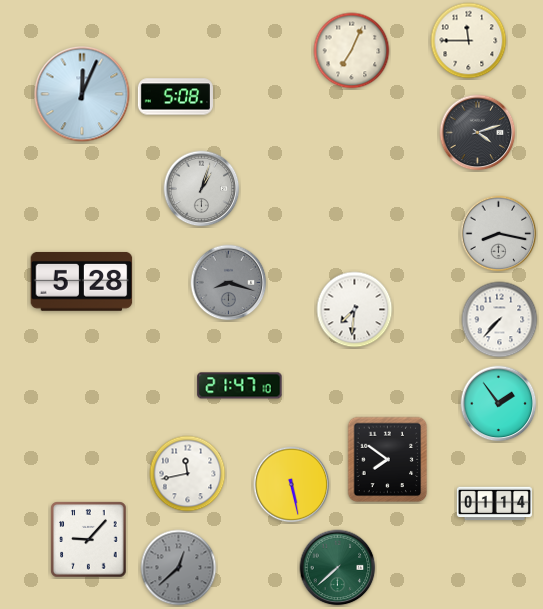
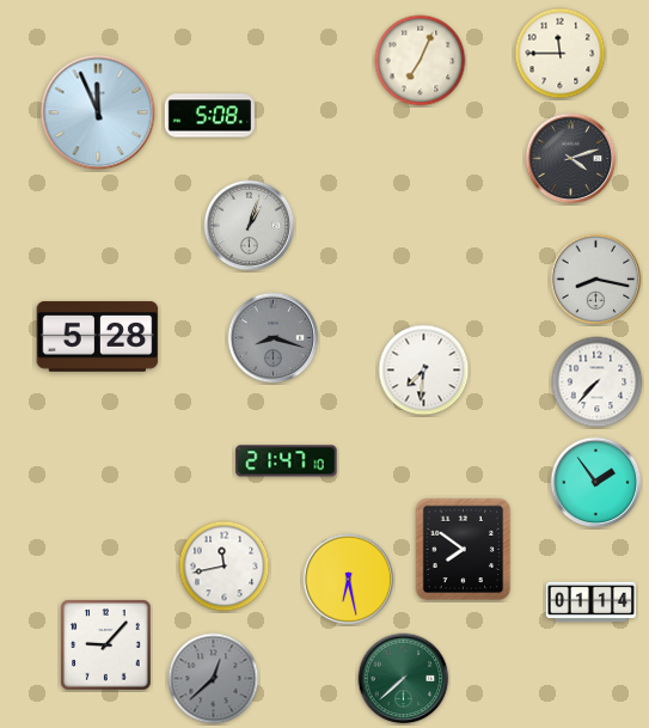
clock at (469, 41) position: (469, 41) -> (561, 54)
clock at (82, 94): 12:04 -> 11:56
clock at (202, 189) position: (202, 189) -> (250, 226)
clock at (292, 485): 5:28 -> 6:28
